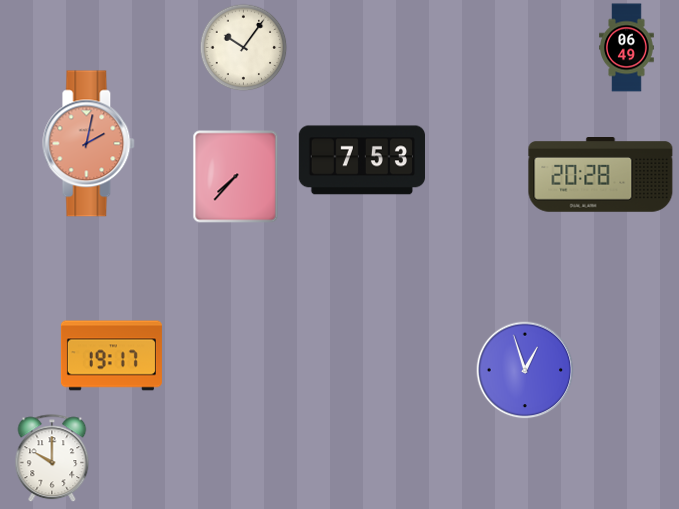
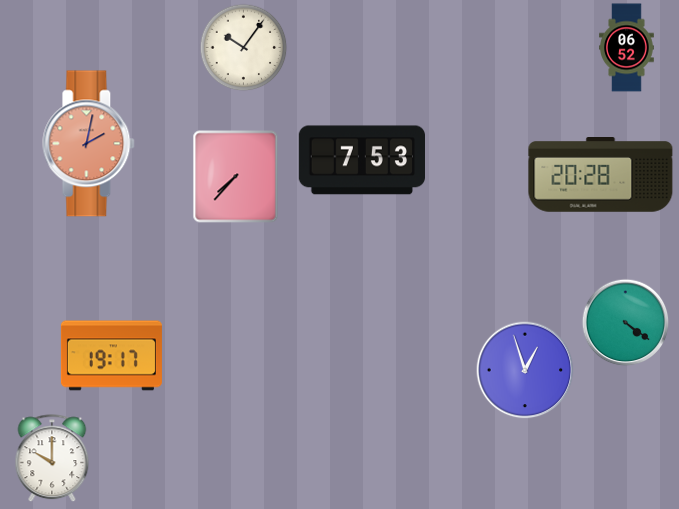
clock at (627, 48): 06:49 -> 06:52
clock at (626, 323): none -> 4:21
